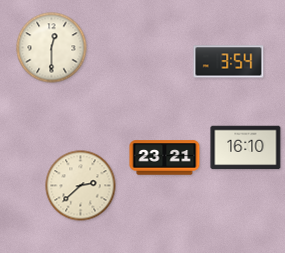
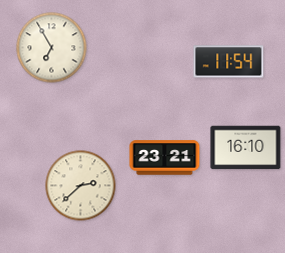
clock at (52, 48): 12:30 -> 6:55
clock at (229, 62): 3:54 -> 11:54
